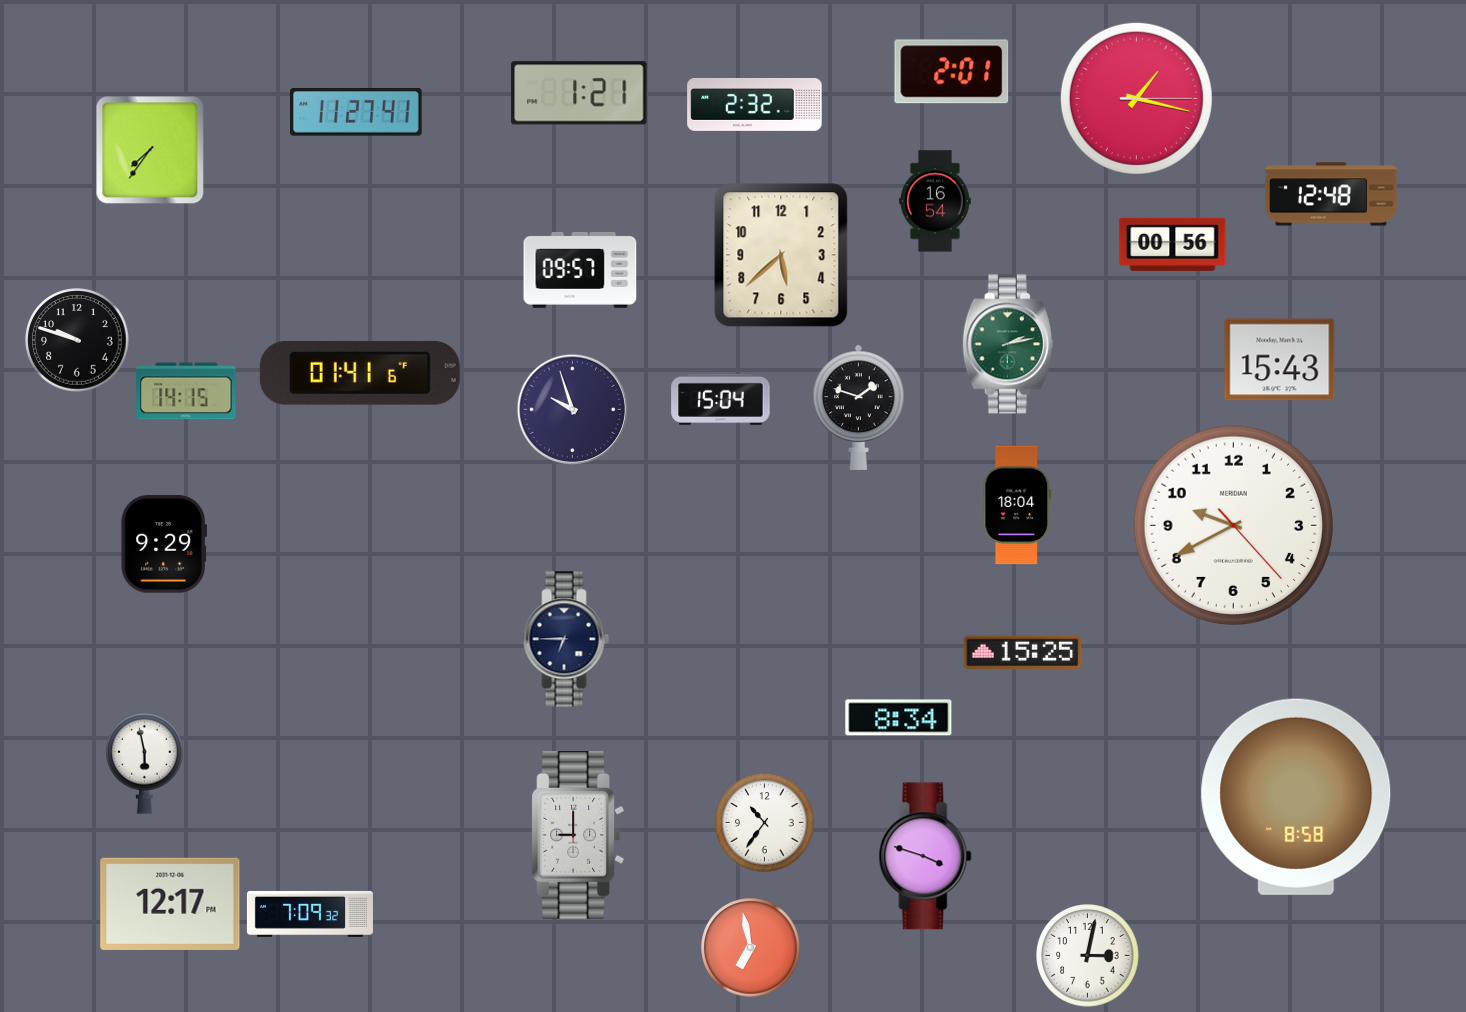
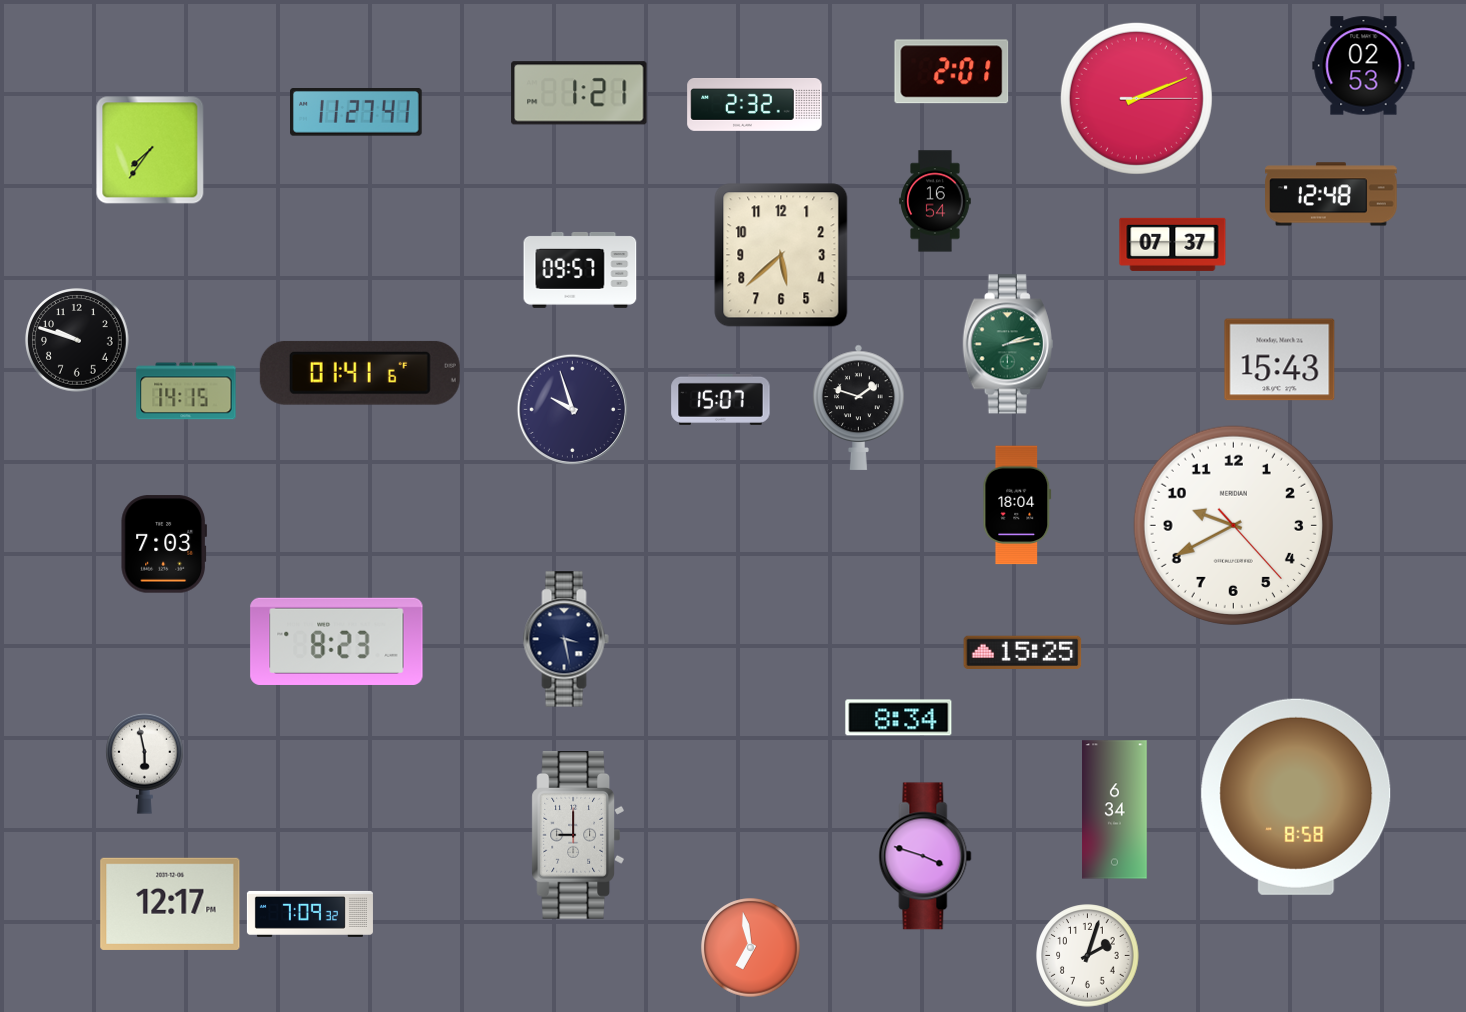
clock at (1364, 66): none -> 02:53
clock at (1136, 98): 1:17 -> 2:11
clock at (1173, 244): 00:56 -> 07:37
clock at (721, 399): 15:04 -> 15:07
clock at (163, 544): 9:29 -> 7:03
clock at (566, 639): 6:45 -> 3:28
clock at (337, 641): none -> 8:23
clock at (1115, 810): none -> 6:34
clock at (765, 823): 10:36 -> none
clock at (1088, 956): 3:02 -> 2:03
